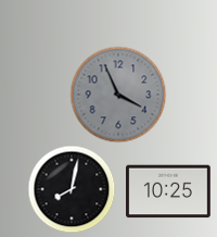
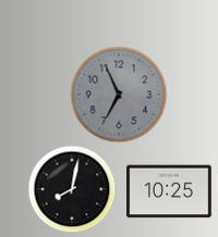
clock at (118, 95): 3:56 -> 6:56
